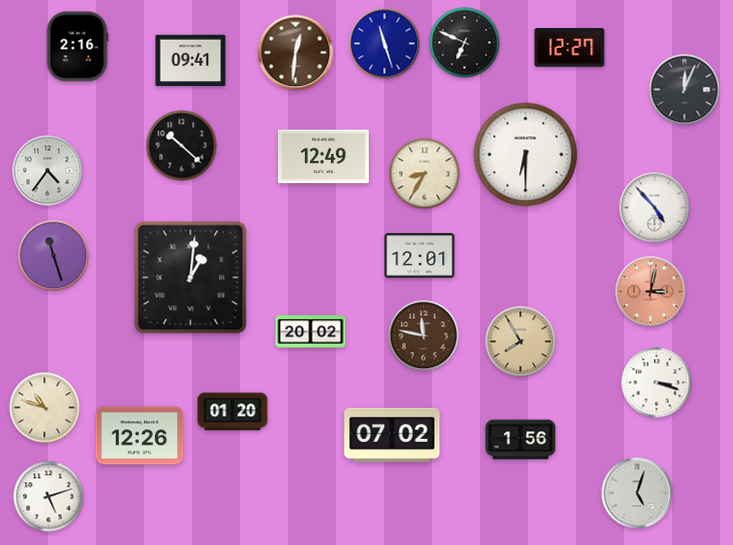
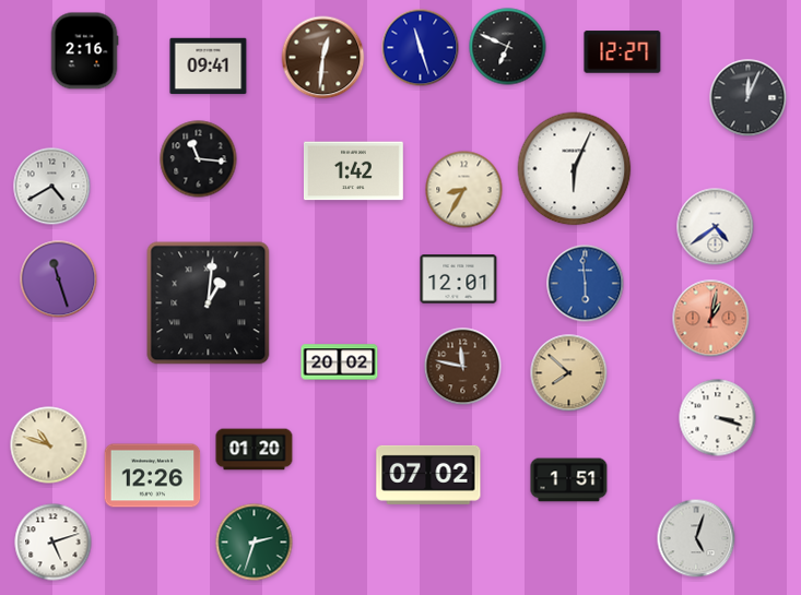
clock at (182, 146): 10:22 -> 11:16
clock at (526, 155): 6:30 -> 6:04
clock at (323, 157): 12:49 -> 1:42
clock at (48, 171): 4:36 -> 4:40
clock at (655, 208): 4:53 -> 4:39
clock at (586, 284): none -> 5:59
clock at (651, 292): 3:02 -> 1:02
clock at (521, 342): 7:55 -> 7:52
clock at (521, 440): 1:56 -> 1:51
clock at (255, 543): none -> 2:33
